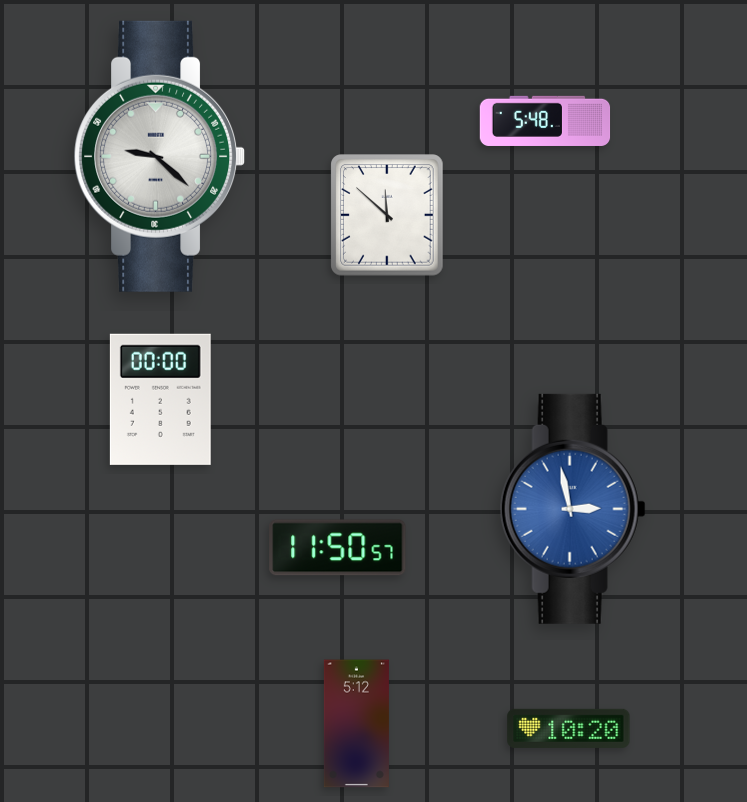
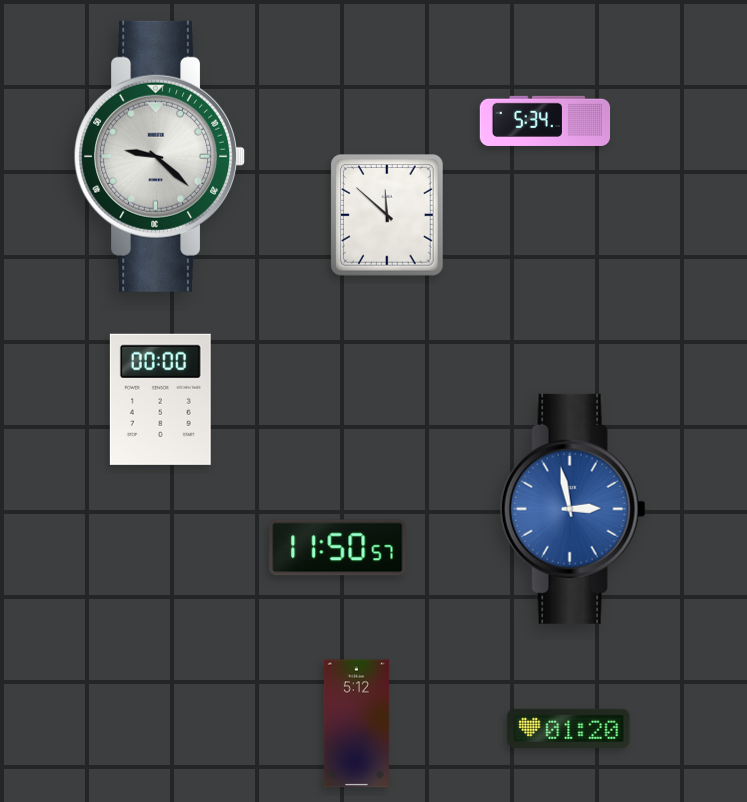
clock at (545, 121): 5:48 -> 5:34
clock at (569, 728): 10:20 -> 01:20
